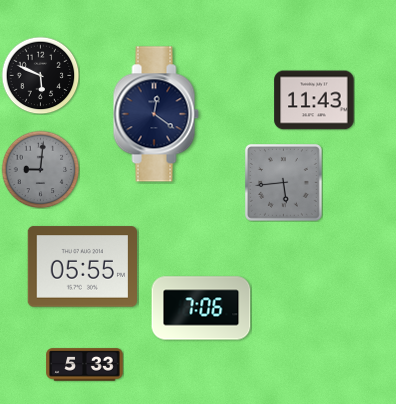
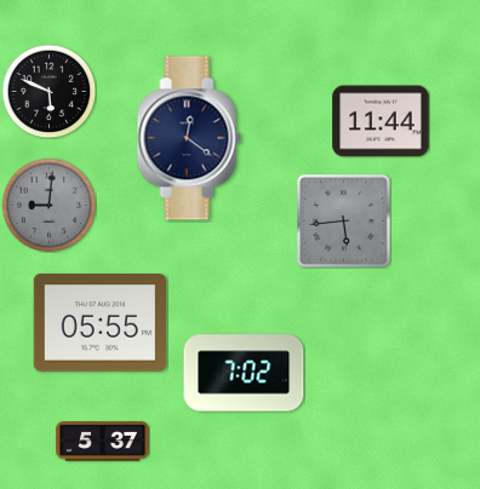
clock at (314, 100): 11:43 -> 11:44
clock at (201, 308): 7:06 -> 7:02
clock at (85, 365): 5:33 -> 5:37
